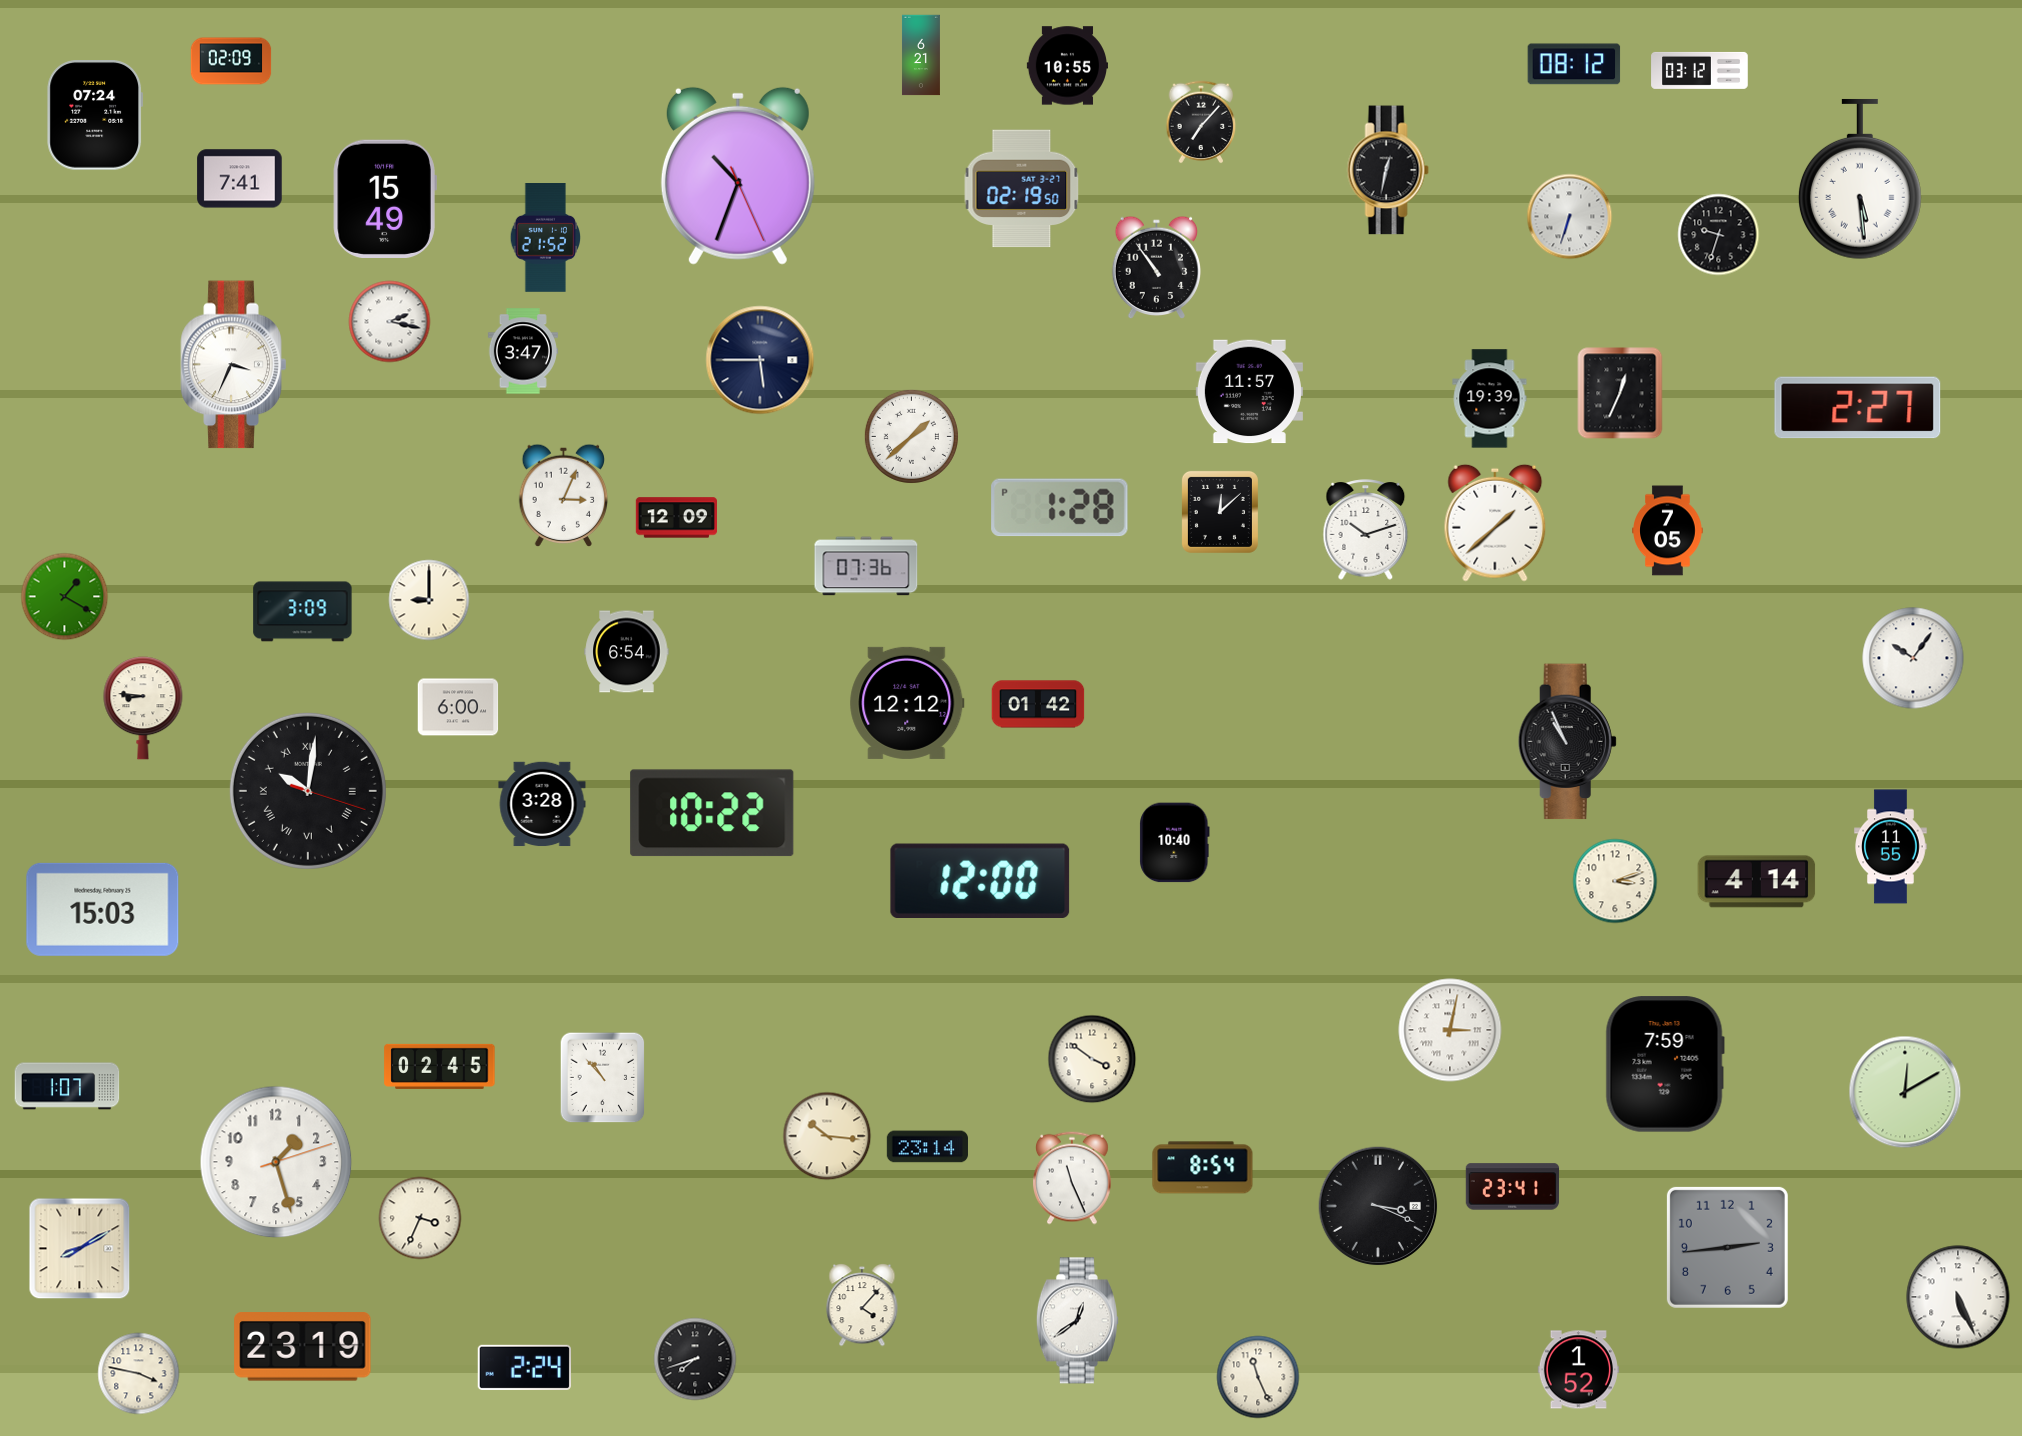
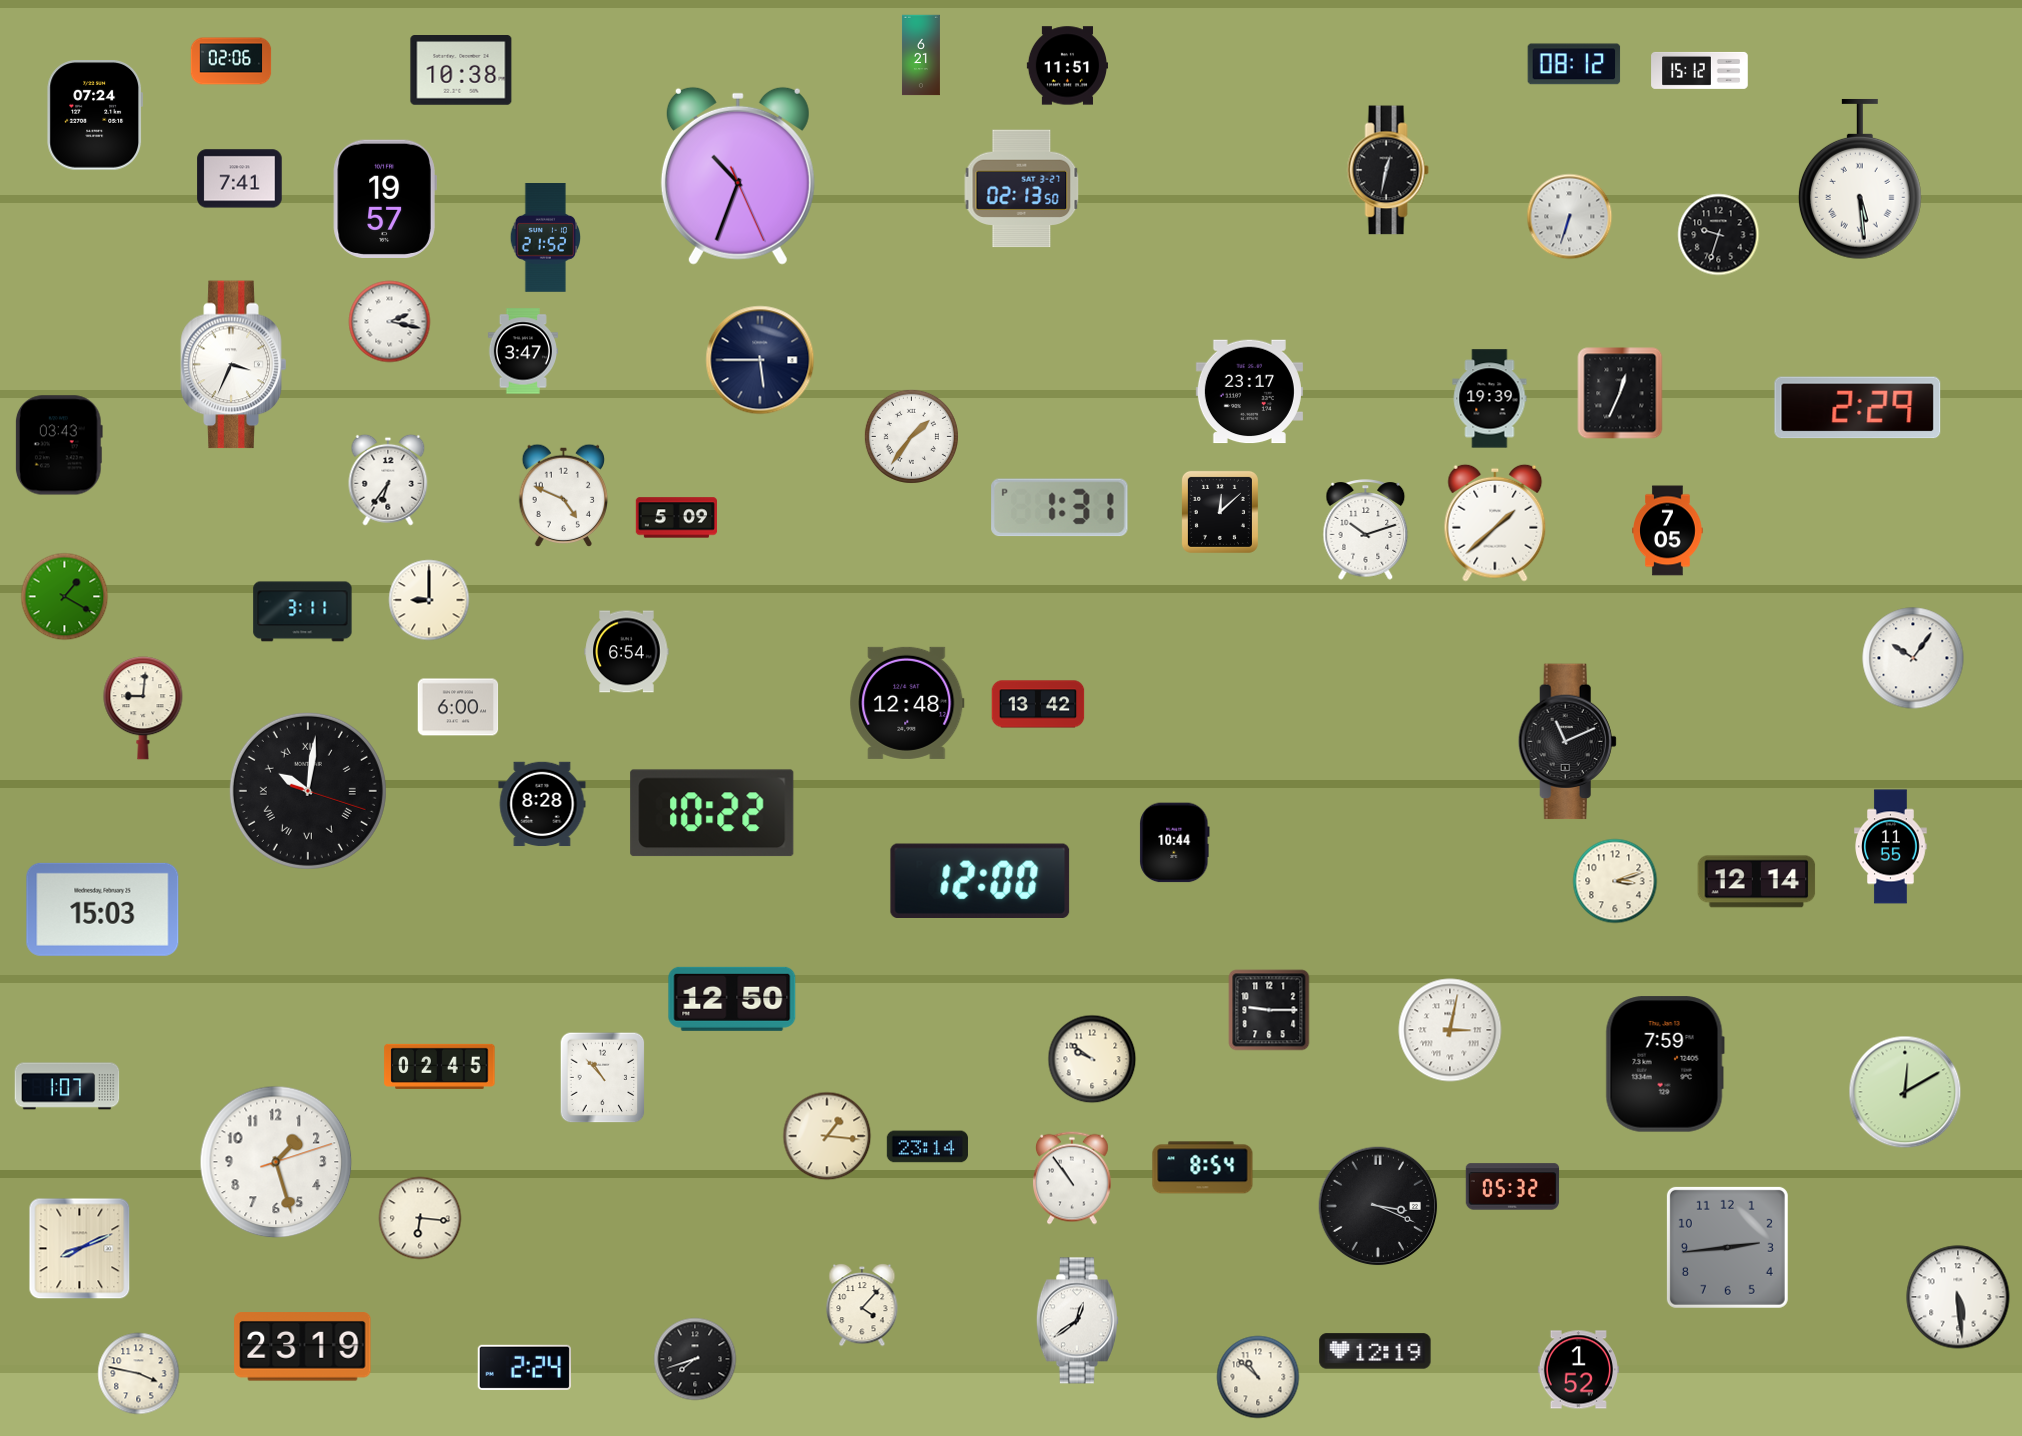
clock at (231, 61): 02:09 -> 02:06
clock at (1067, 66): 10:55 -> 11:51
clock at (1700, 70): 03:12 -> 15:12
clock at (461, 71): none -> 10:38
clock at (1201, 122): 7:07 -> none
clock at (1022, 189): 02:19 -> 02:13
clock at (385, 198): 15:49 -> 19:57
clock at (1156, 267): 10:54 -> none
clock at (1249, 392): 11:57 -> 23:17
clock at (1858, 408): 2:27 -> 2:29
clock at (911, 436): 1:38 -> 1:36
clock at (59, 445): none -> 03:43
clock at (388, 480): none -> 6:36
clock at (563, 495): 3:04 -> 4:49
clock at (1060, 508): 1:28 -> 1:31
clock at (676, 518): 12:09 -> 5:09
clock at (866, 566): 07:36 -> none
clock at (303, 612): 3:09 -> 3:11
clock at (907, 703): 12:12 -> 12:48
clock at (1038, 704): 01:42 -> 13:42
clock at (143, 708): 8:46 -> 9:01
clock at (1567, 742): 10:56 -> 11:11
clock at (542, 804): 3:28 -> 8:28
clock at (1175, 843): 10:40 -> 10:44
clock at (1757, 882): 4:14 -> 12:14
clock at (732, 999): none -> 12:50
clock at (1269, 1010): none -> 9:15
clock at (1092, 1059): 3:51 -> 9:51
clock at (827, 1136): 10:16 -> 1:16
clock at (1073, 1178): 11:26 -> 10:54
clock at (1513, 1187): 23:41 -> 05:32
clock at (420, 1218): 3:34 -> 6:16
clock at (80, 1249): 8:10 -> 8:11
clock at (1958, 1297): 5:26 -> 5:29
clock at (1375, 1351): none -> 12:19
clock at (1258, 1377): 11:26 -> 10:52
